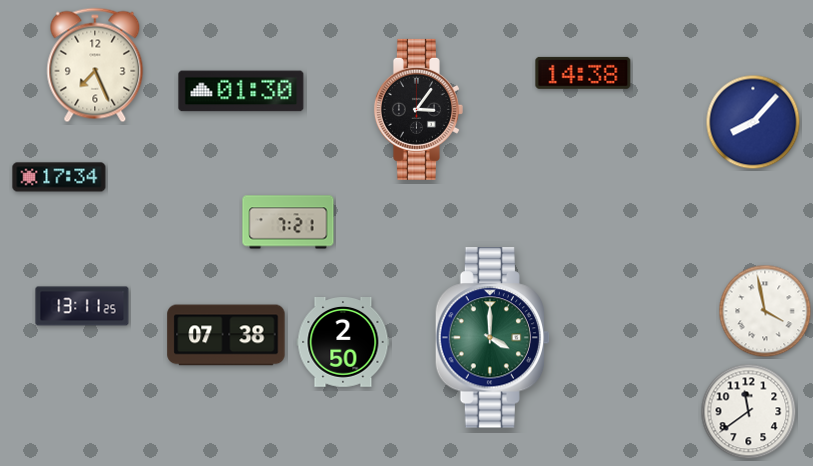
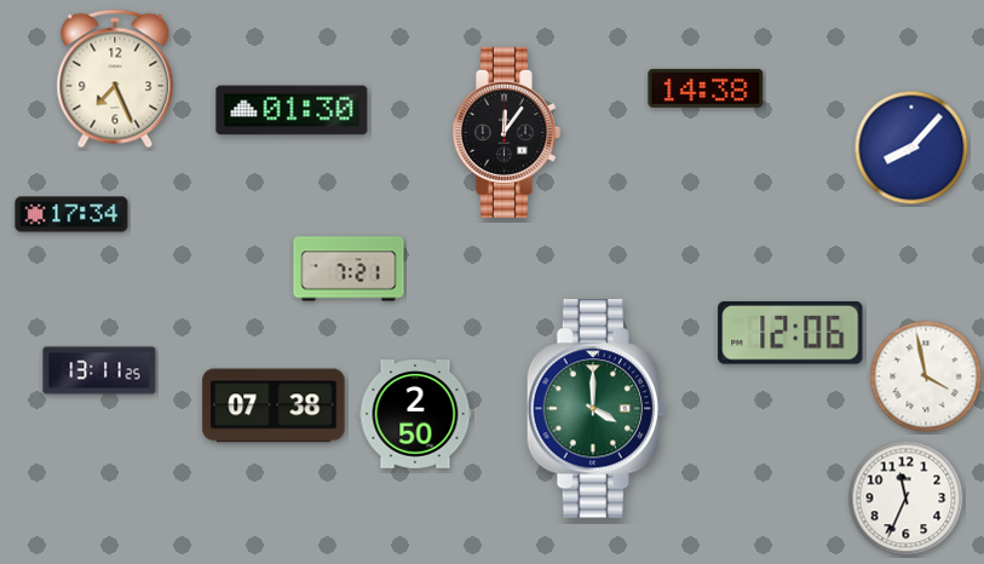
clock at (418, 109): 3:06 -> 12:06
clock at (790, 333): none -> 12:06
clock at (749, 412): 11:39 -> 11:34
